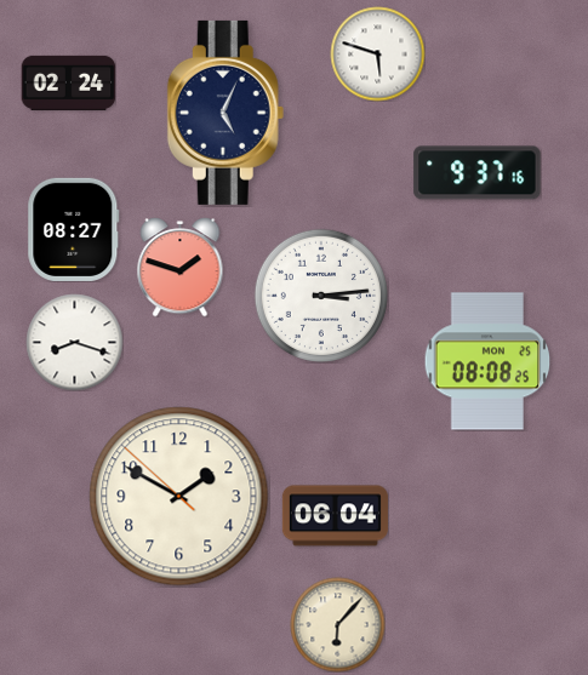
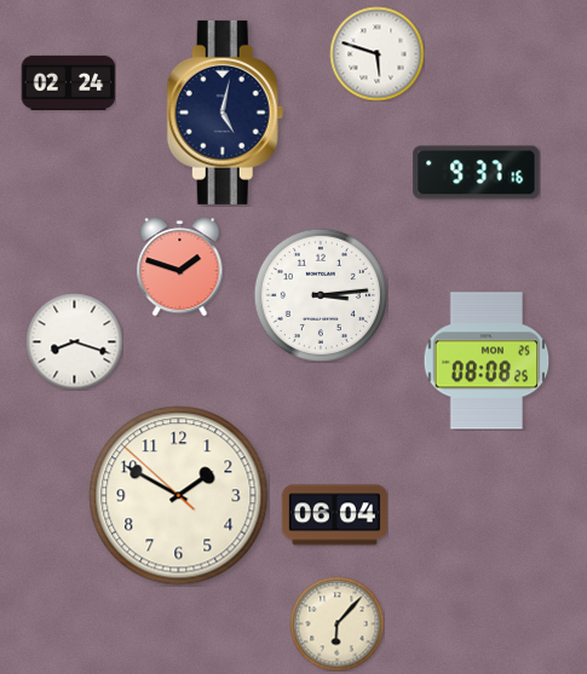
clock at (226, 113): 5:04 -> 5:02
clock at (74, 229): 08:27 -> none
